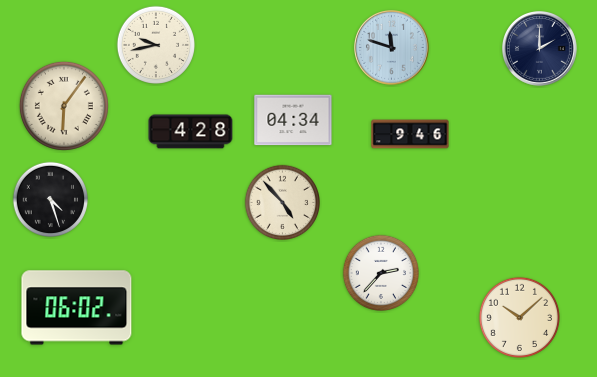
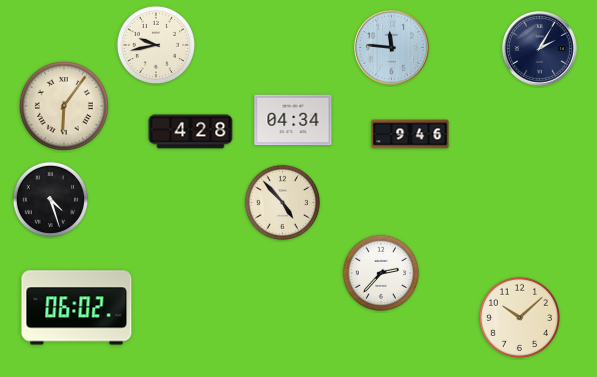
clock at (392, 48): 11:48 -> 11:46
clock at (540, 49): 2:00 -> 2:05
